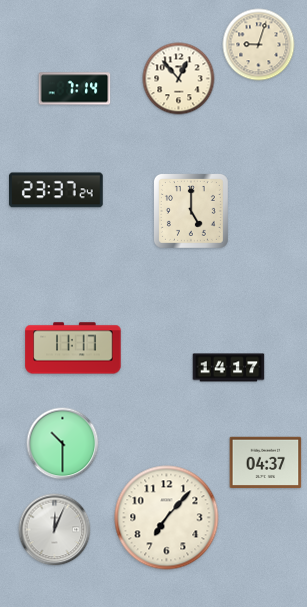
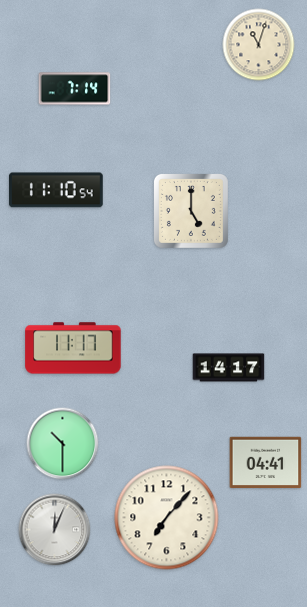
clock at (259, 45): 9:03 -> 11:03
clock at (179, 79): 12:53 -> none
clock at (56, 190): 23:37 -> 11:10
clock at (266, 463): 04:37 -> 04:41
